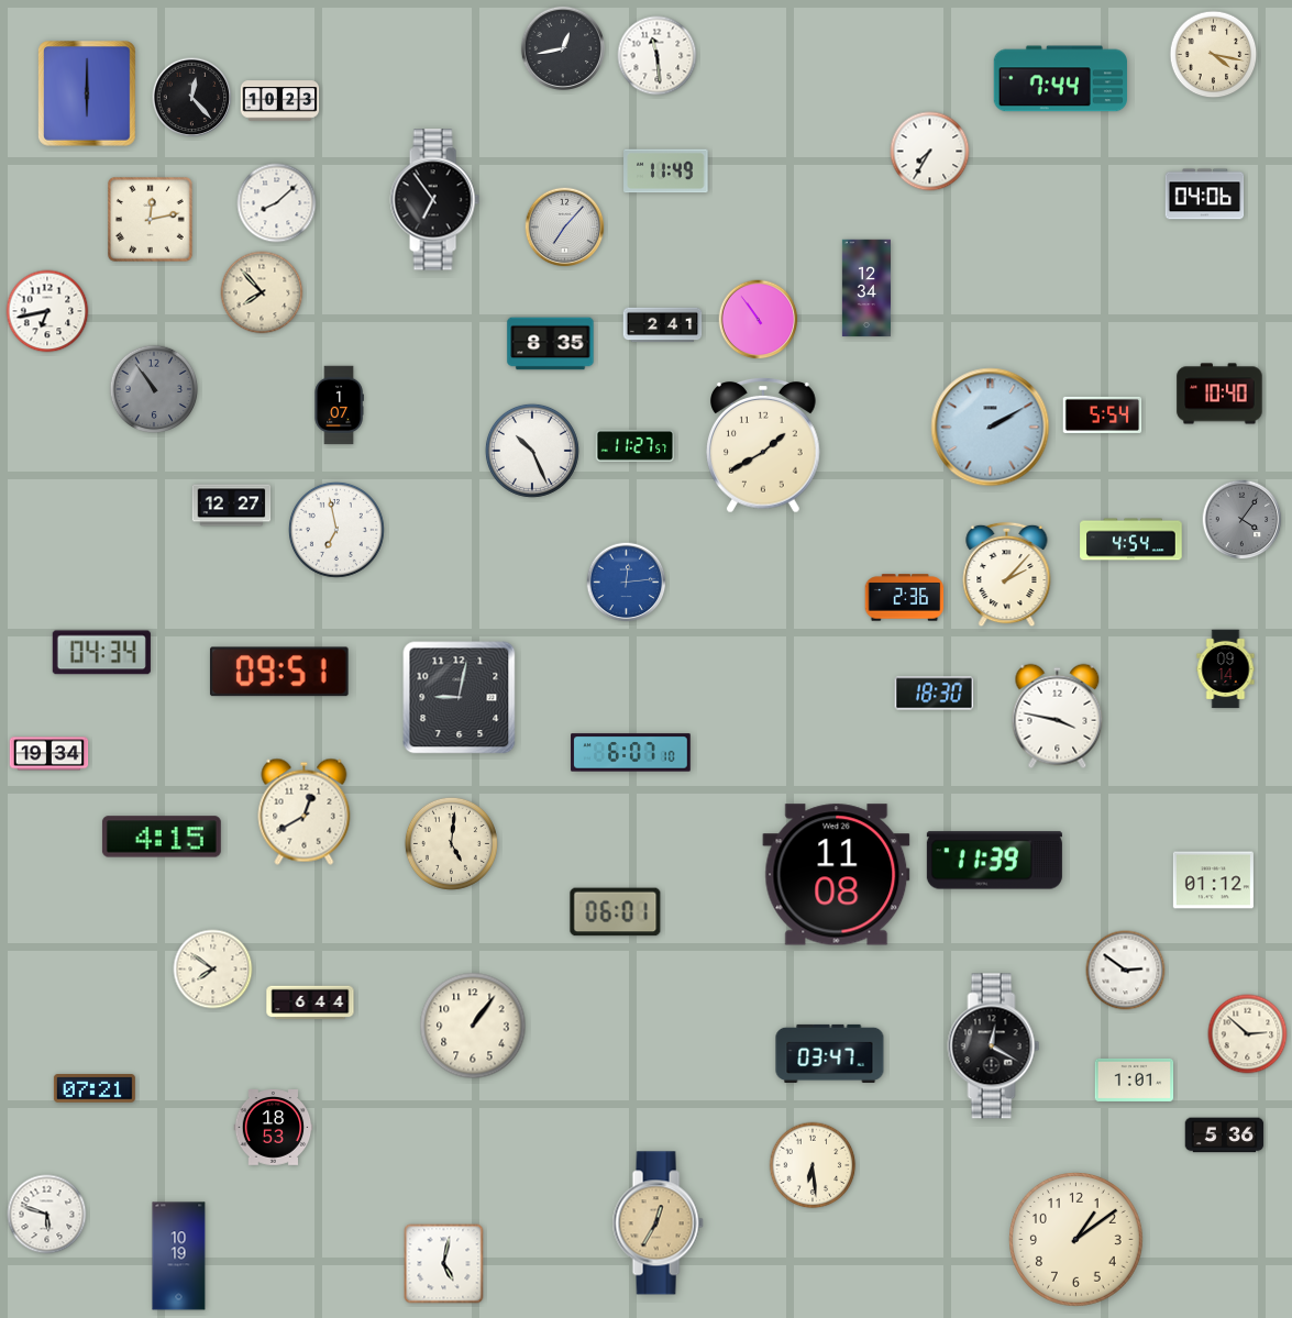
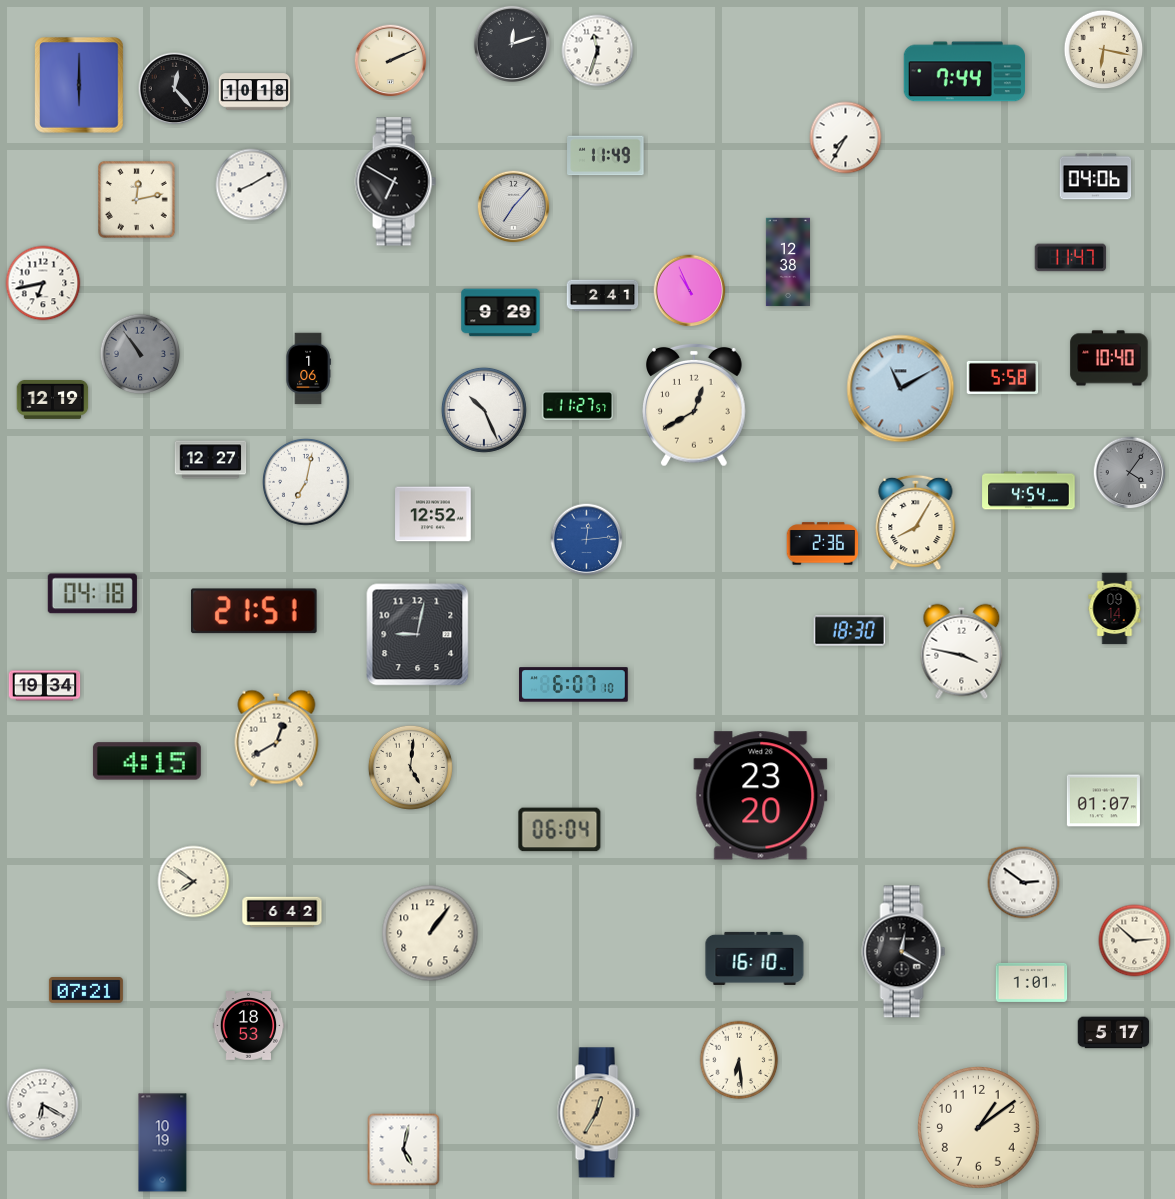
clock at (562, 47): 12:43 -> 12:12
clock at (1214, 55): 4:17 -> 6:17
clock at (658, 56): 11:29 -> 11:33
clock at (391, 61): none -> 2:11
clock at (280, 101): 10:23 -> 10:18
clock at (434, 200): 6:54 -> 6:50
clock at (277, 203): 8:08 -> 8:10
clock at (1071, 258): none -> 11:47
clock at (865, 288): 12:34 -> 12:38
clock at (262, 292): 7:53 -> none
clock at (759, 320): 10:54 -> 10:56
clock at (551, 344): 8:35 -> 9:29
clock at (339, 406): 1:07 -> 1:06
clock at (1103, 414): 5:54 -> 5:58
clock at (991, 428): 2:10 -> 11:10
clock at (53, 399): none -> 12:19
clock at (764, 446): 1:40 -> 12:40
clock at (338, 531): 6:58 -> 7:02
clock at (433, 514): none -> 12:52
clock at (1007, 575): 2:07 -> 8:05
clock at (627, 583) position: (627, 583) -> (587, 540)
clock at (101, 653): 04:34 -> 04:18
clock at (279, 672): 09:51 -> 21:51
clock at (994, 861): 11:39 -> none
clock at (837, 875): 11:08 -> 23:20
clock at (1213, 880): 01:12 -> 01:07
clock at (616, 912): 06:01 -> 06:04
clock at (310, 1003): 6:44 -> 6:42
clock at (830, 1053): 03:47 -> 16:10
clock at (1225, 1136): 5:36 -> 5:17
clock at (47, 1215): 5:48 -> 6:20
